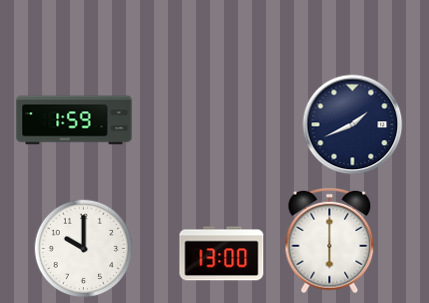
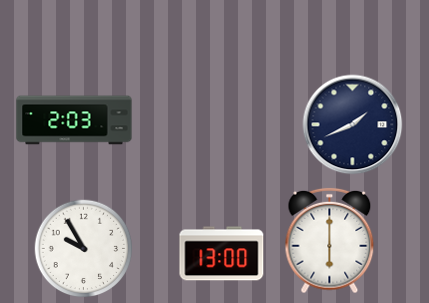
clock at (74, 120): 1:59 -> 2:03
clock at (84, 249): 10:00 -> 9:55
